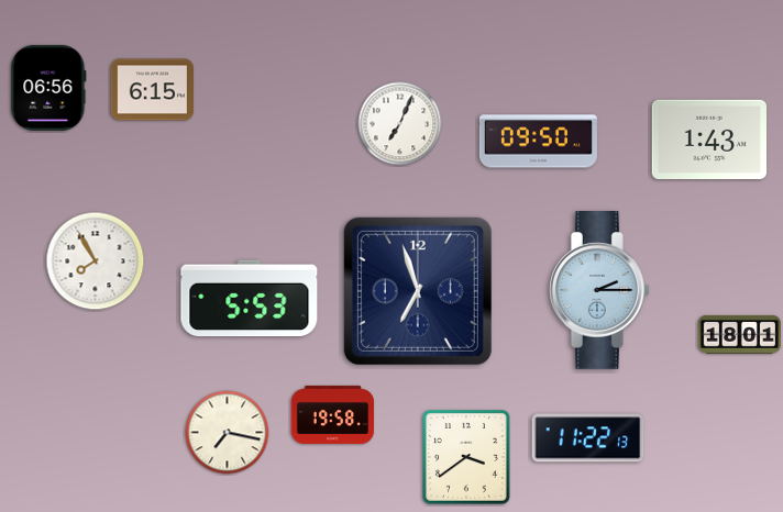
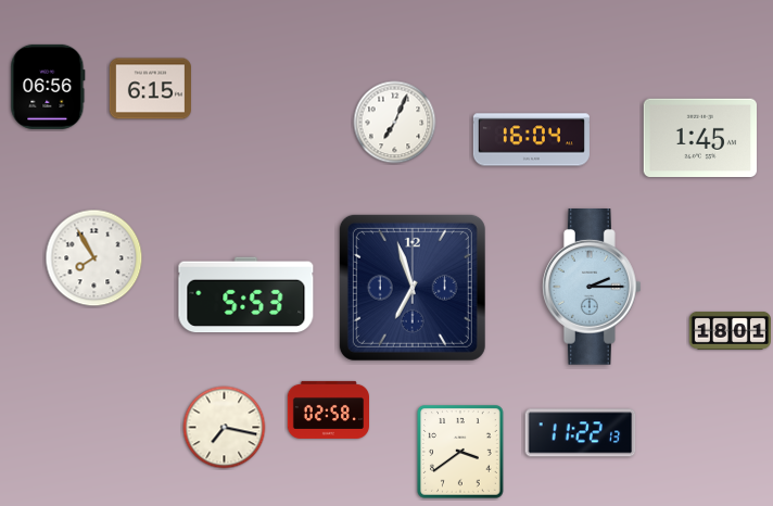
clock at (708, 140): 1:43 -> 1:45
clock at (538, 142): 09:50 -> 16:04
clock at (332, 414): 19:58 -> 02:58
